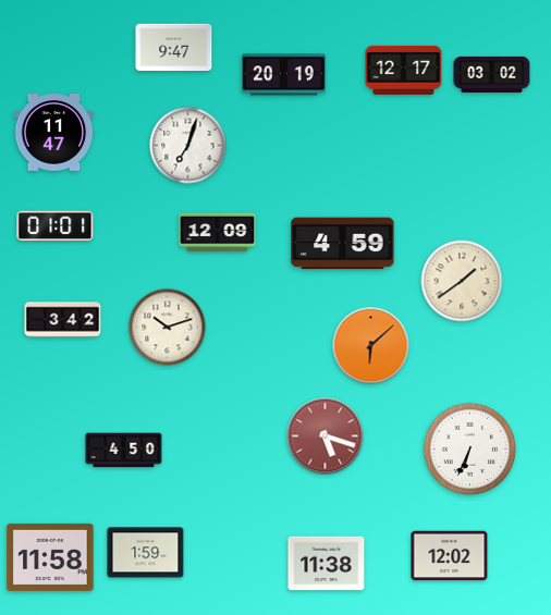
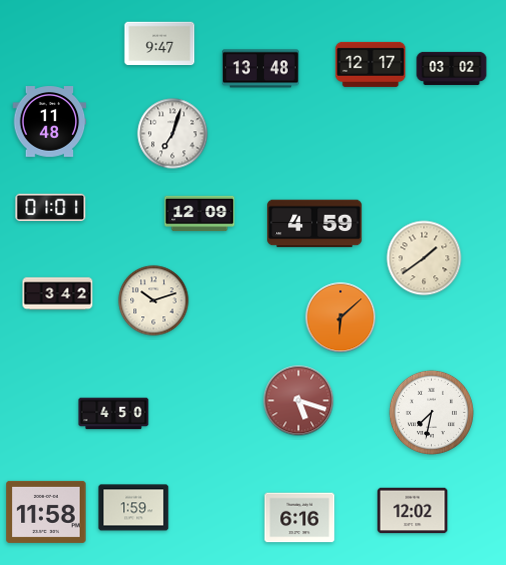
clock at (283, 75): 20:19 -> 13:48
clock at (54, 133): 11:47 -> 11:48
clock at (469, 448): 6:34 -> 7:32
clock at (327, 564): 11:38 -> 6:16
